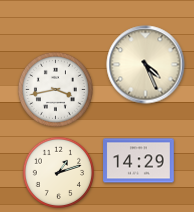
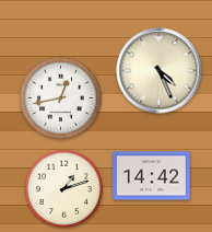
clock at (55, 89): 3:43 -> 12:43
clock at (139, 161): 14:29 -> 14:42
